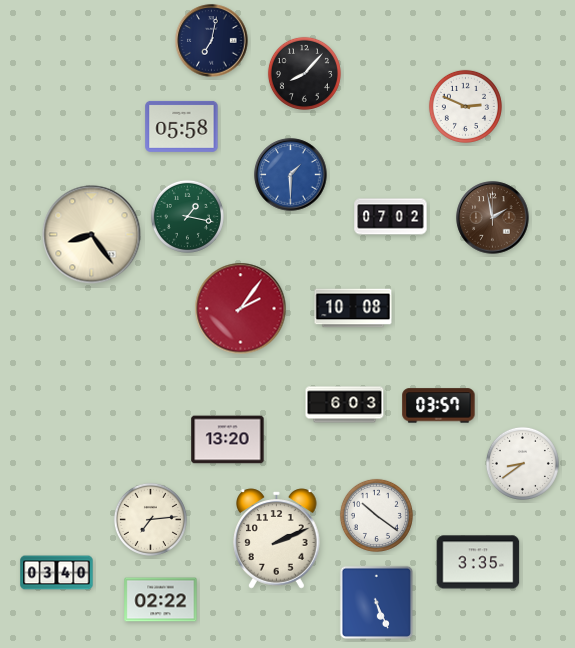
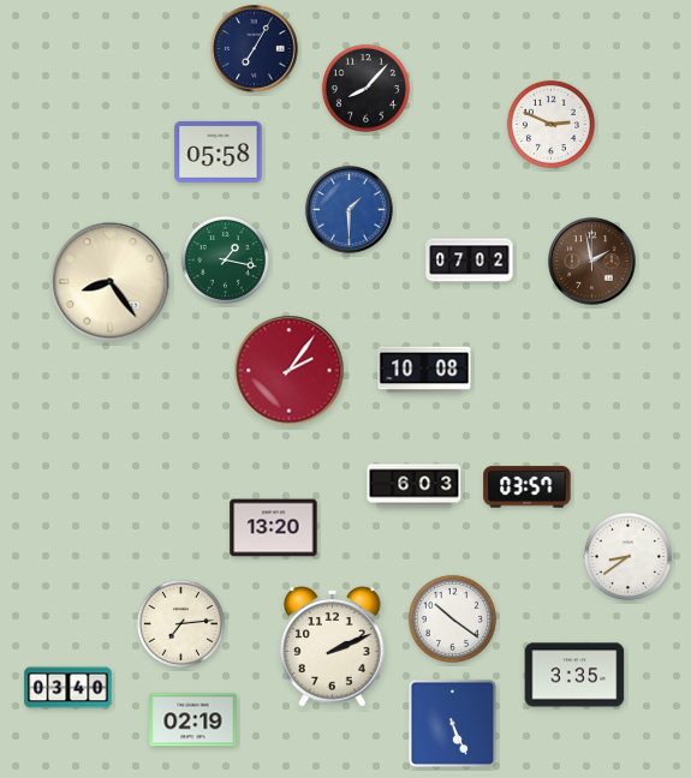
clock at (212, 41): 7:02 -> 7:05
clock at (465, 106) position: (465, 106) -> (550, 124)
clock at (161, 600): 02:22 -> 02:19
